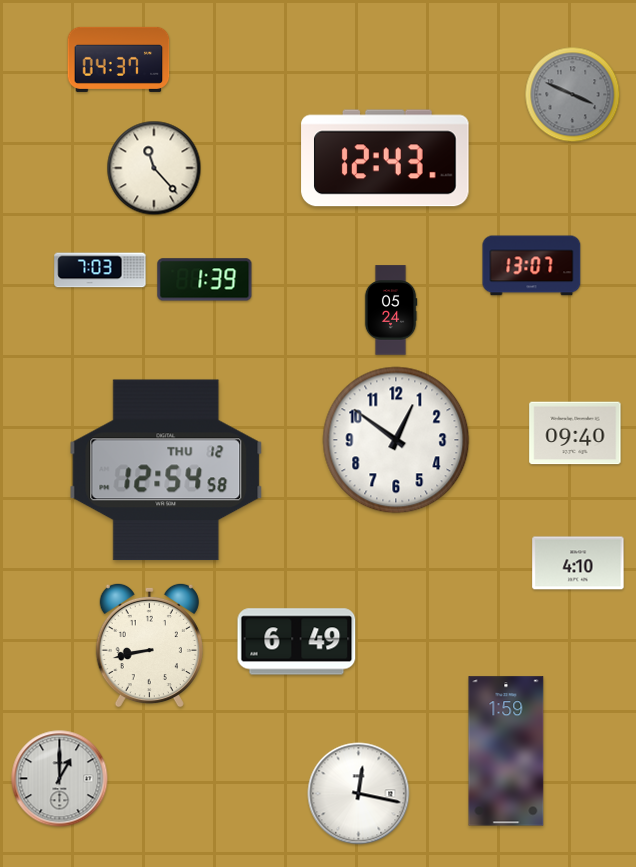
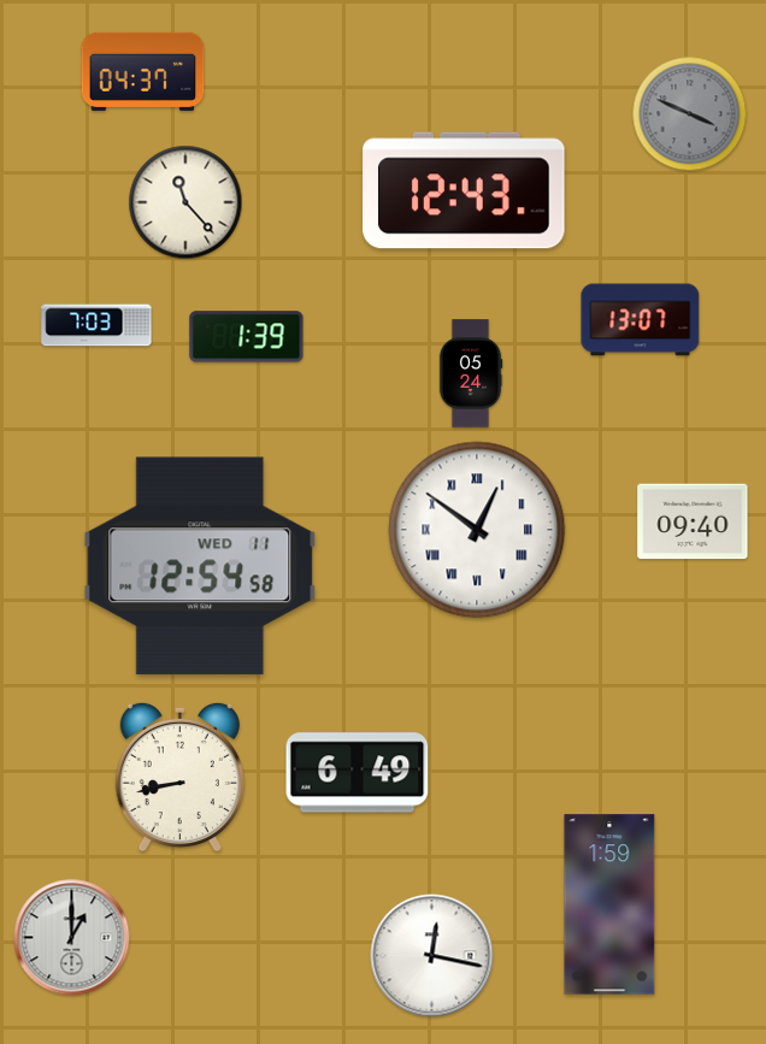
clock at (100, 270) position: (100, 270) -> (96, 325)
clock at (396, 440) numerals: Arabic -> Roman
clock at (166, 470) date: THU 12 -> WED 11
clock at (578, 563): 4:10 -> none
